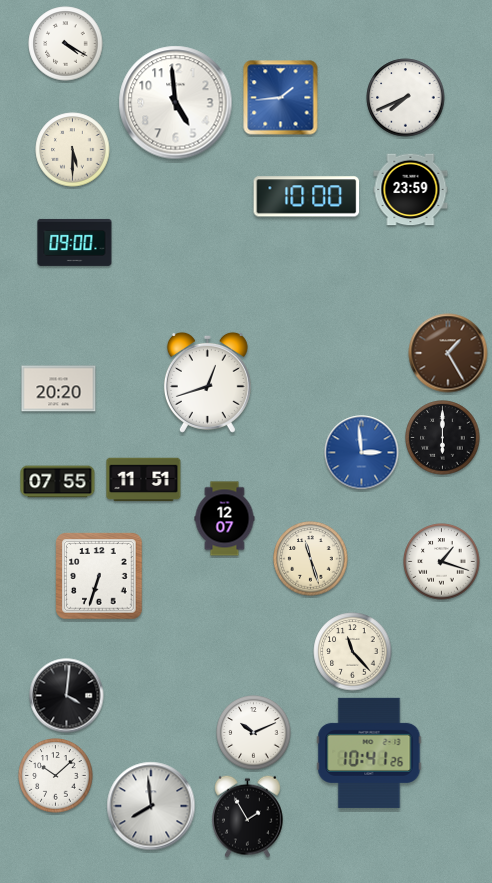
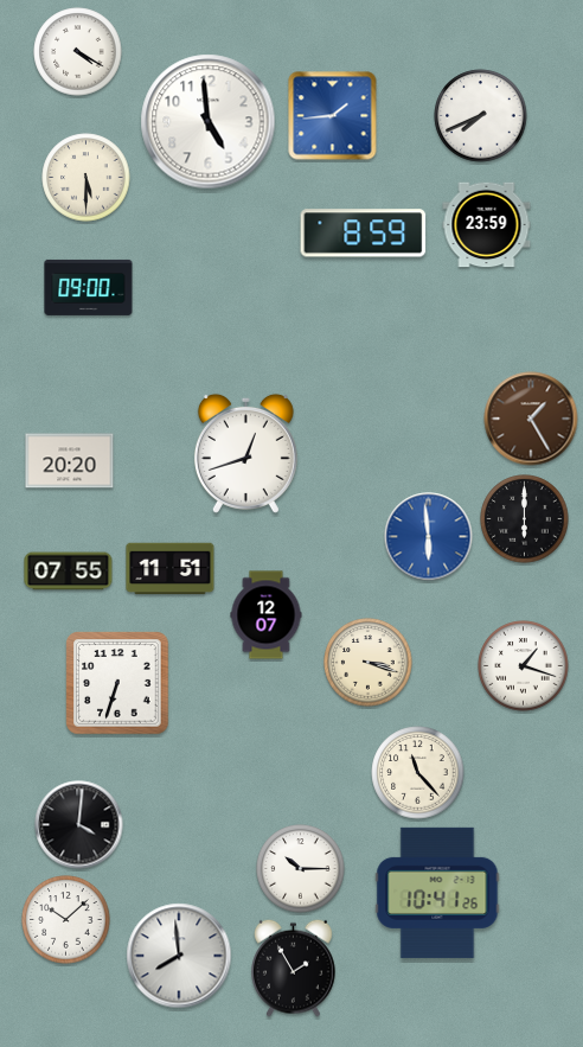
clock at (307, 197): 10:00 -> 8:59
clock at (362, 453): 2:59 -> 5:59
clock at (311, 559): 11:27 -> 3:18
clock at (254, 733): 10:11 -> 10:15
